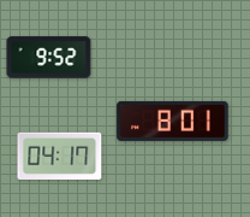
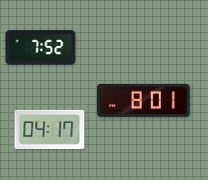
clock at (49, 58): 9:52 -> 7:52
